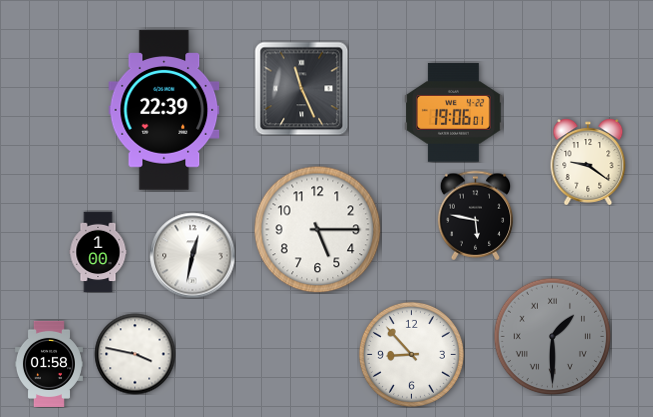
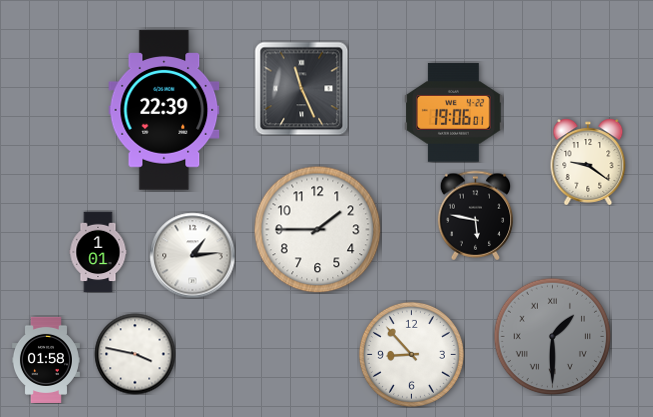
clock at (317, 229): 5:15 -> 1:45
clock at (98, 252): 1:00 -> 1:01
clock at (192, 255): 12:32 -> 1:14
clock at (49, 364) position: (49, 364) -> (46, 360)
